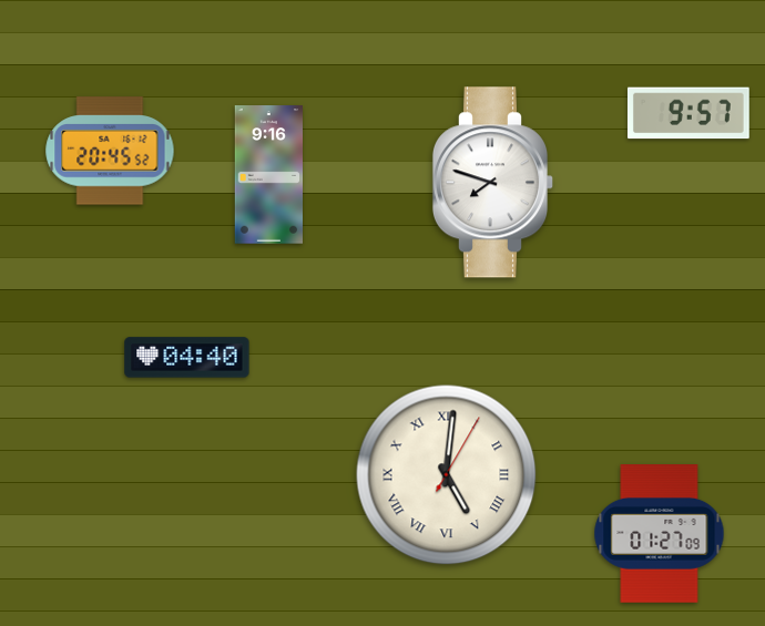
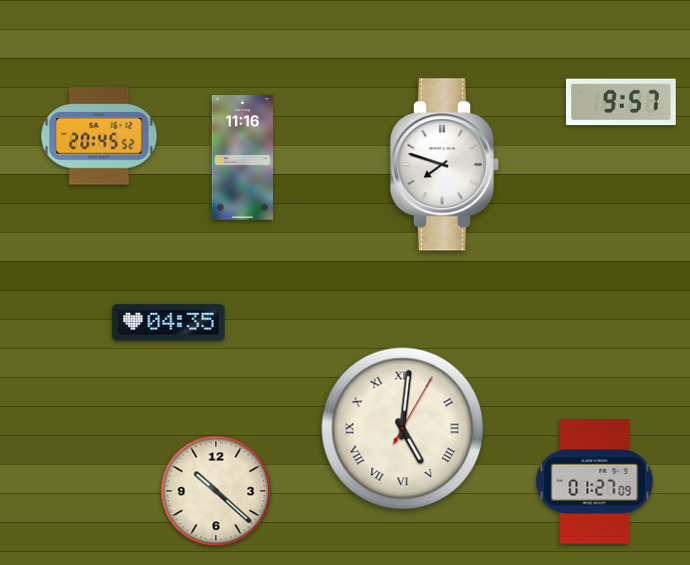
clock at (269, 175): 9:16 -> 11:16
clock at (187, 358): 04:40 -> 04:35
clock at (216, 491): none -> 10:22
